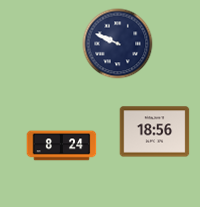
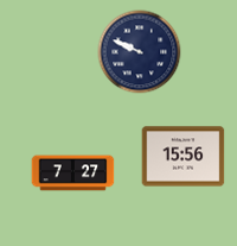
clock at (155, 132): 18:56 -> 15:56
clock at (62, 146): 8:24 -> 7:27
